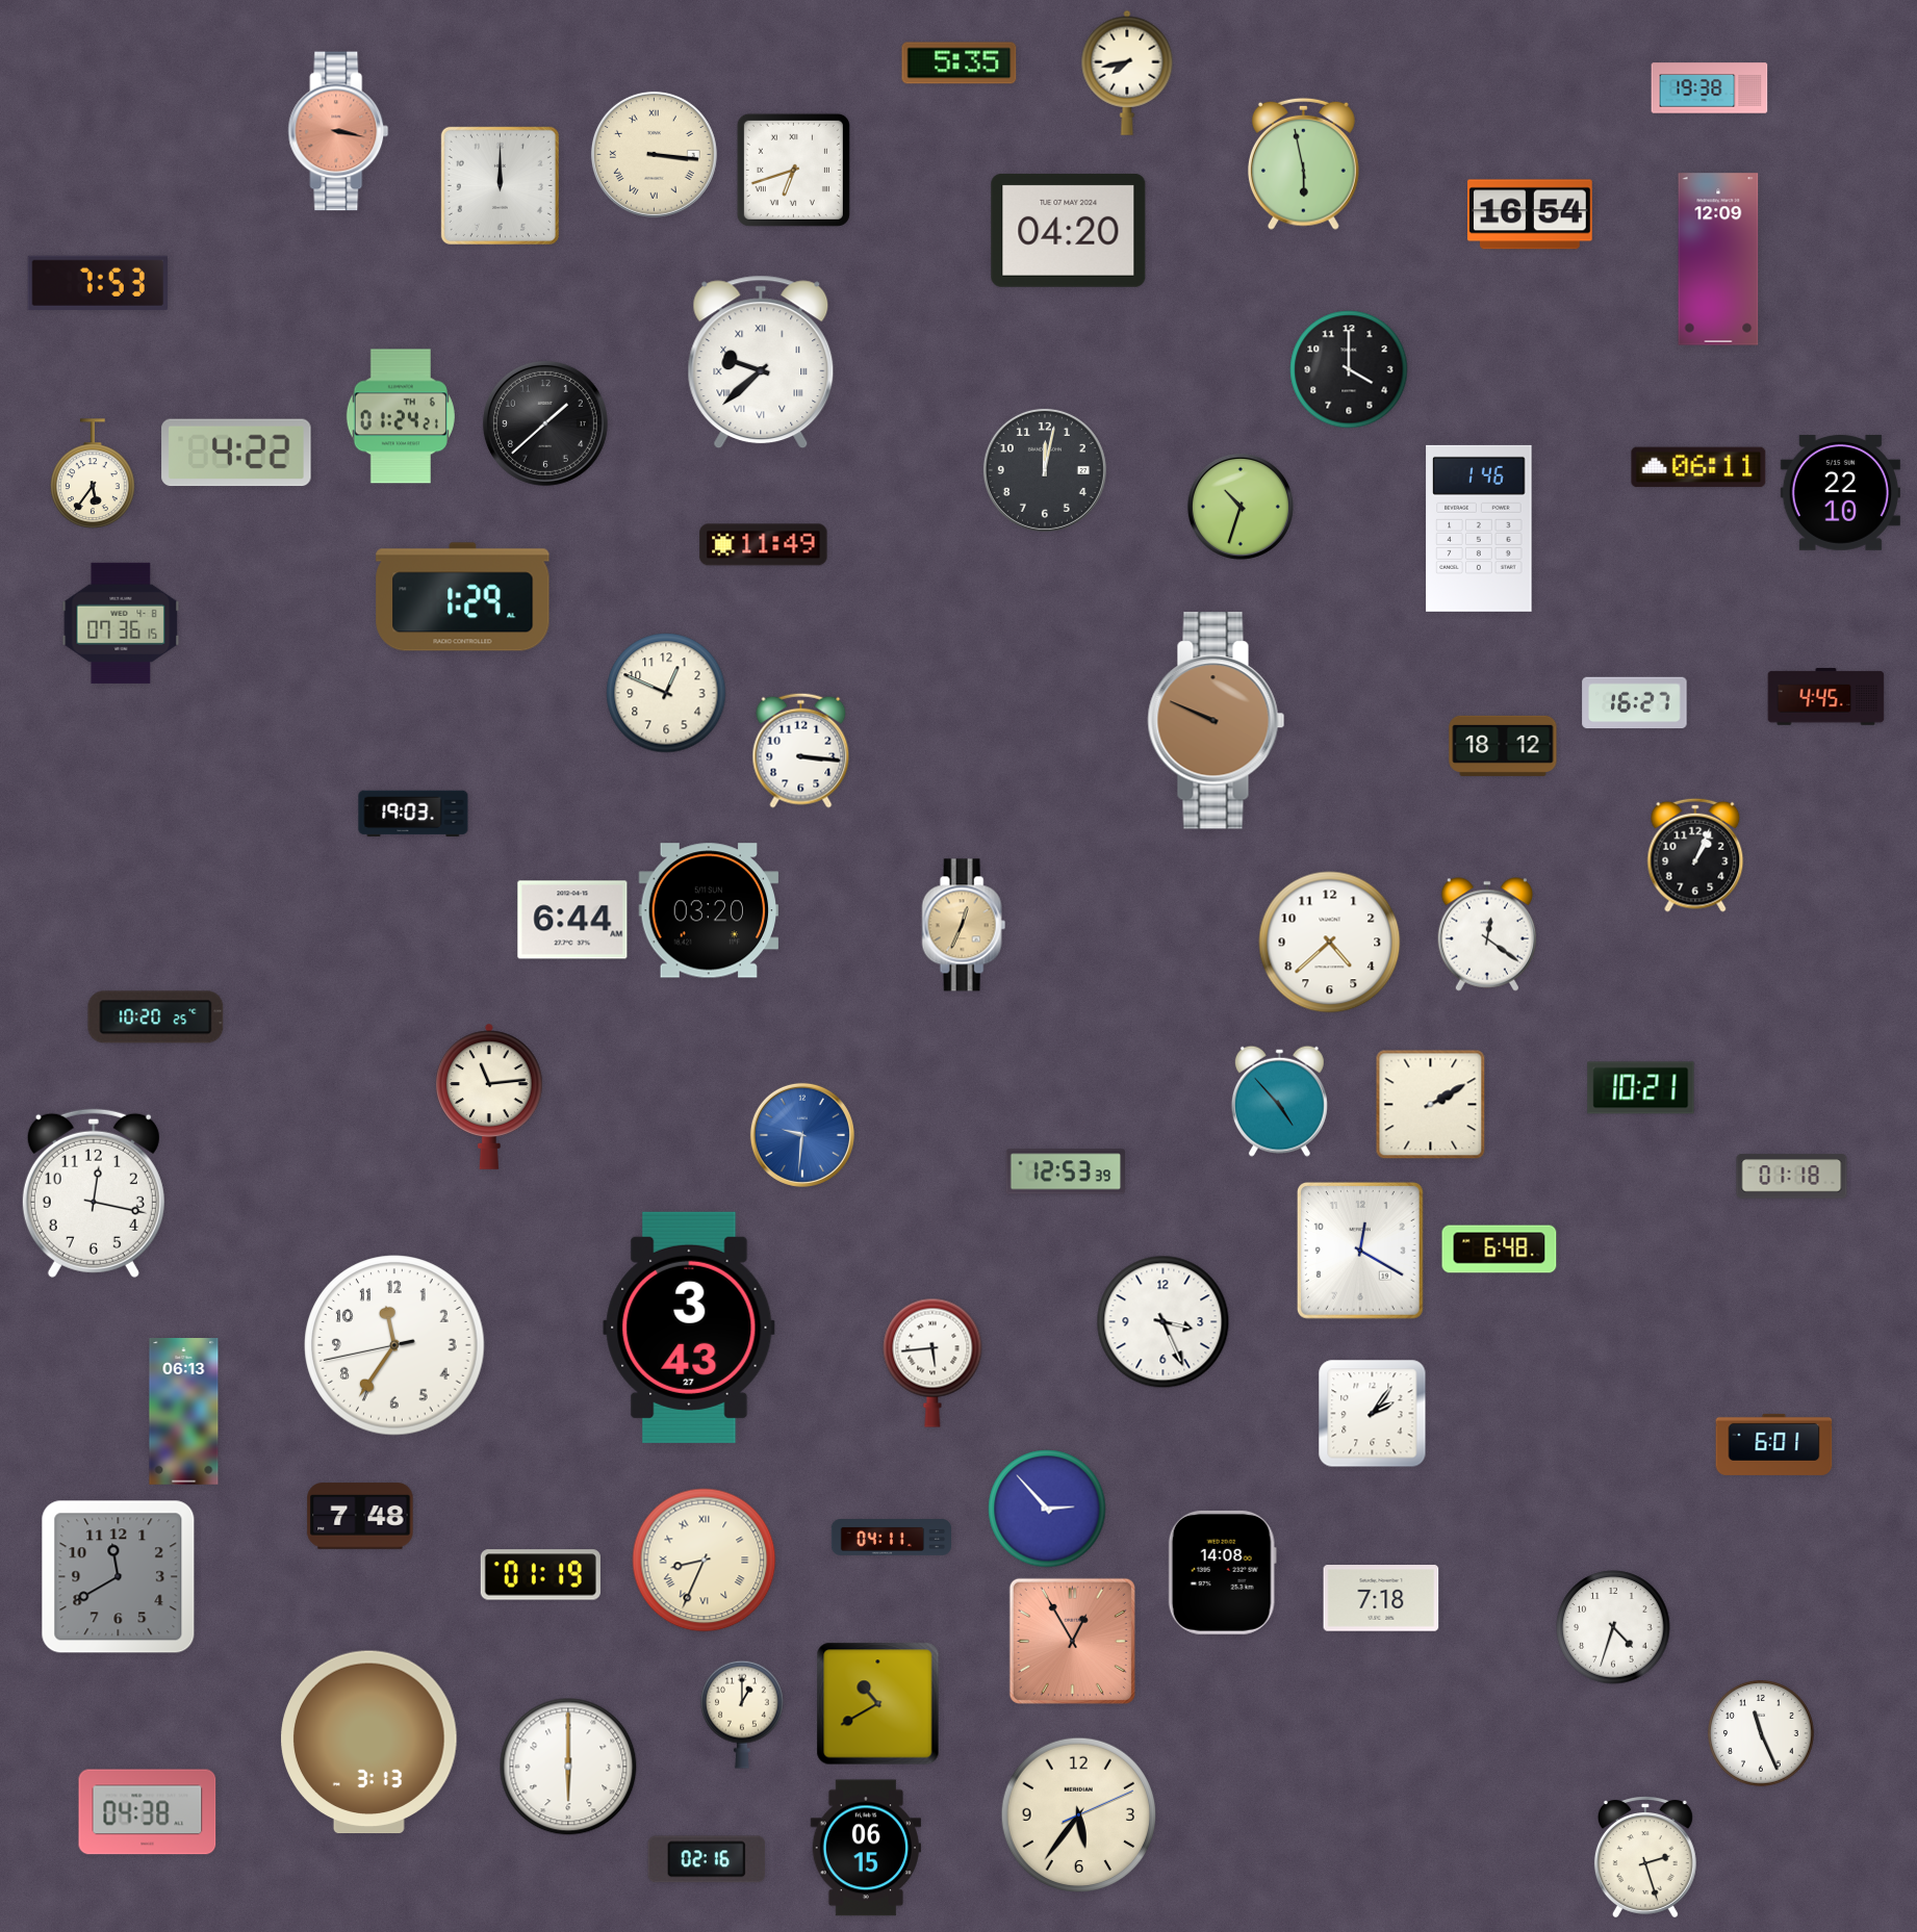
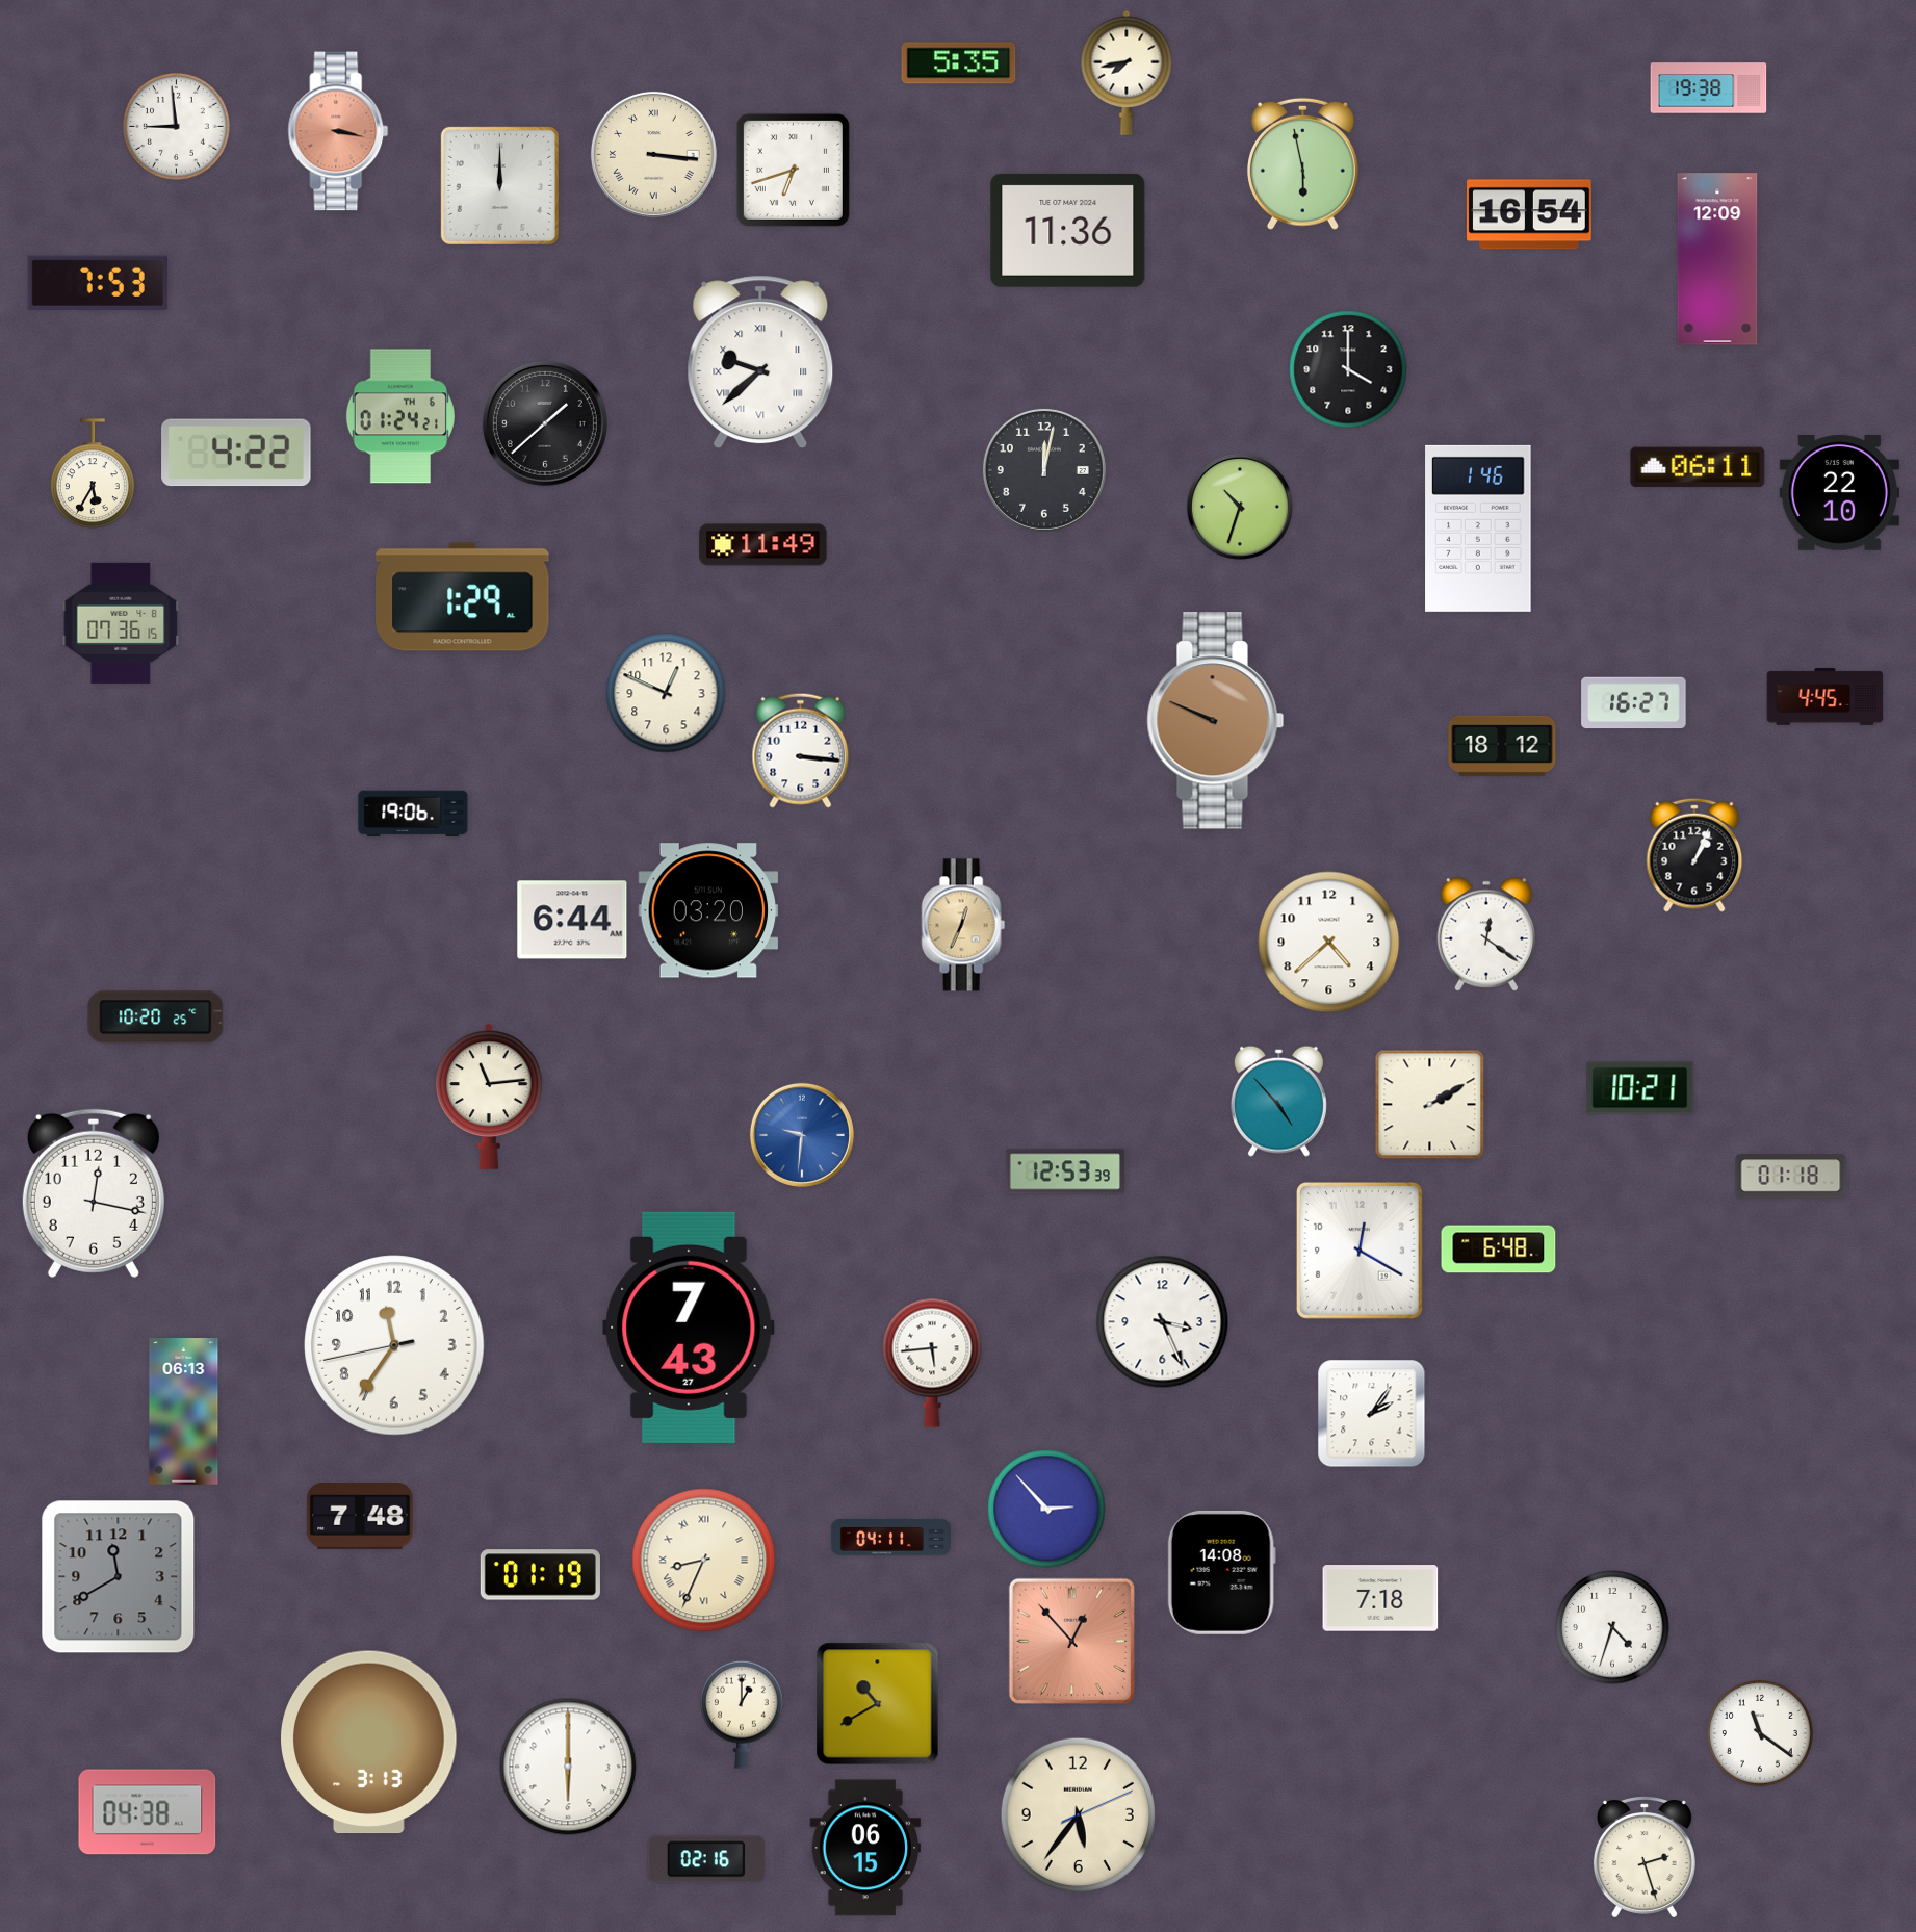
clock at (177, 127): none -> 8:59
clock at (1069, 230): 04:20 -> 11:36
clock at (93, 473): 5:36 -> 5:35
clock at (413, 814): 19:03 -> 19:06
clock at (689, 1328): 3:43 -> 7:43
clock at (1774, 1444): 6:01 -> none
clock at (1072, 1641): 12:55 -> 12:53
clock at (1762, 1734): 11:26 -> 11:21
